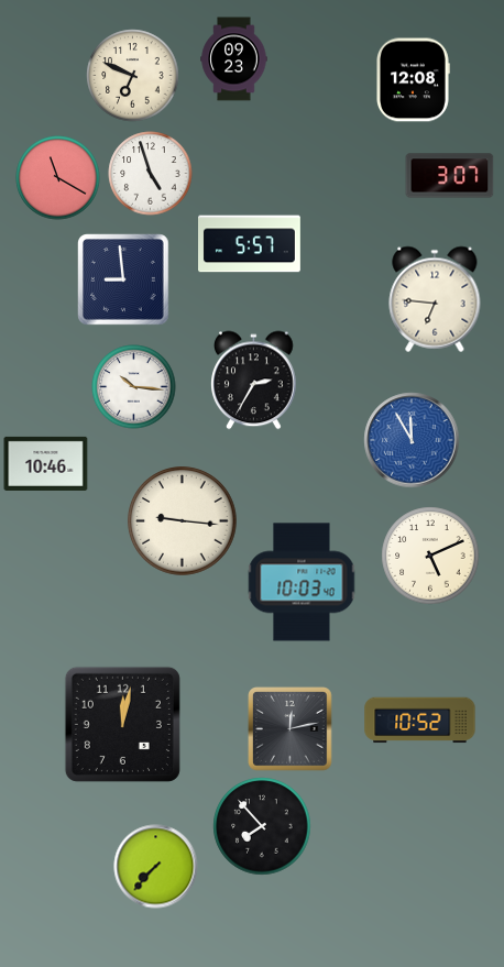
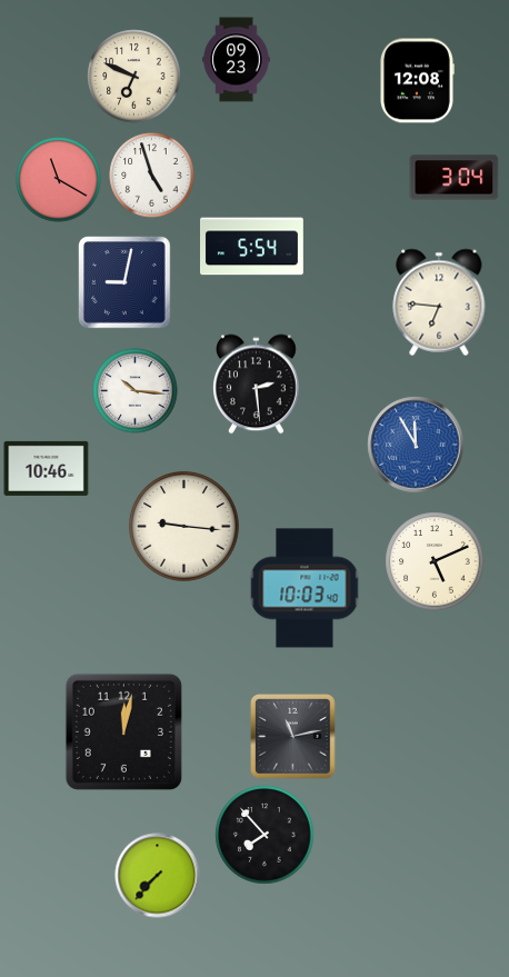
clock at (450, 176): 3:07 -> 3:04
clock at (250, 244): 5:57 -> 5:54
clock at (123, 279): 8:59 -> 9:02
clock at (254, 381): 2:35 -> 2:29
clock at (420, 721): 10:52 -> none
clock at (291, 729): 12:13 -> 11:13
